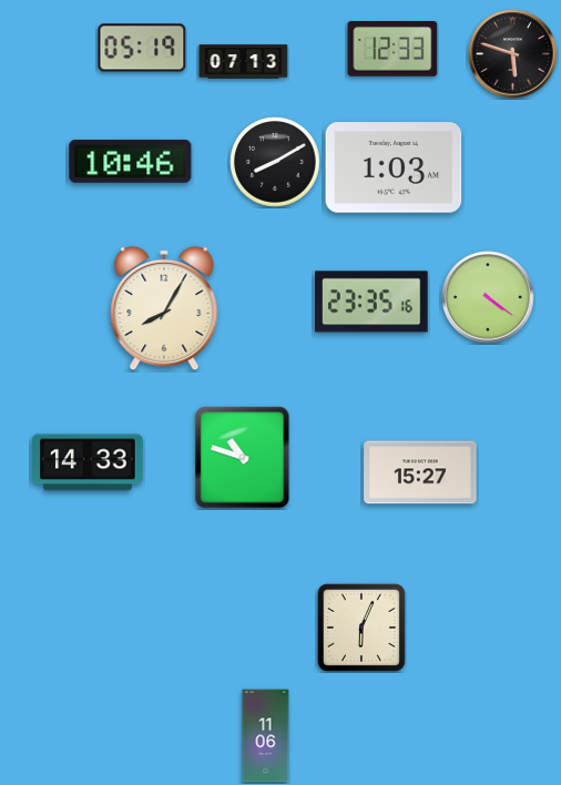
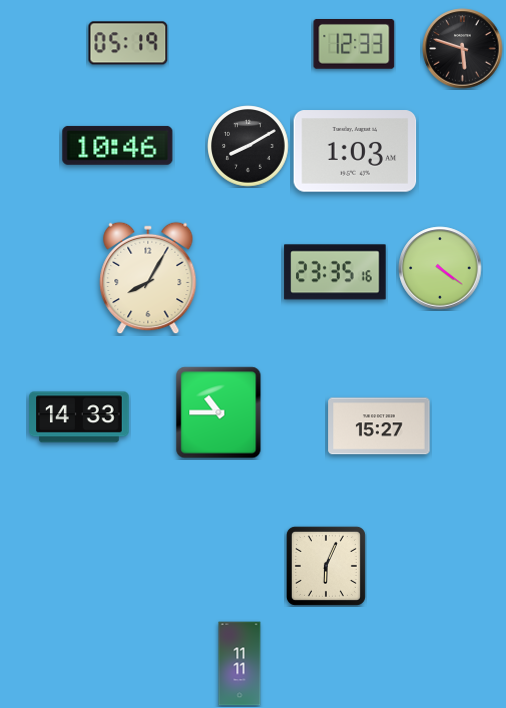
clock at (244, 62): 07:13 -> none
clock at (243, 458): 10:48 -> 10:45
clock at (266, 736): 11:06 -> 11:11
